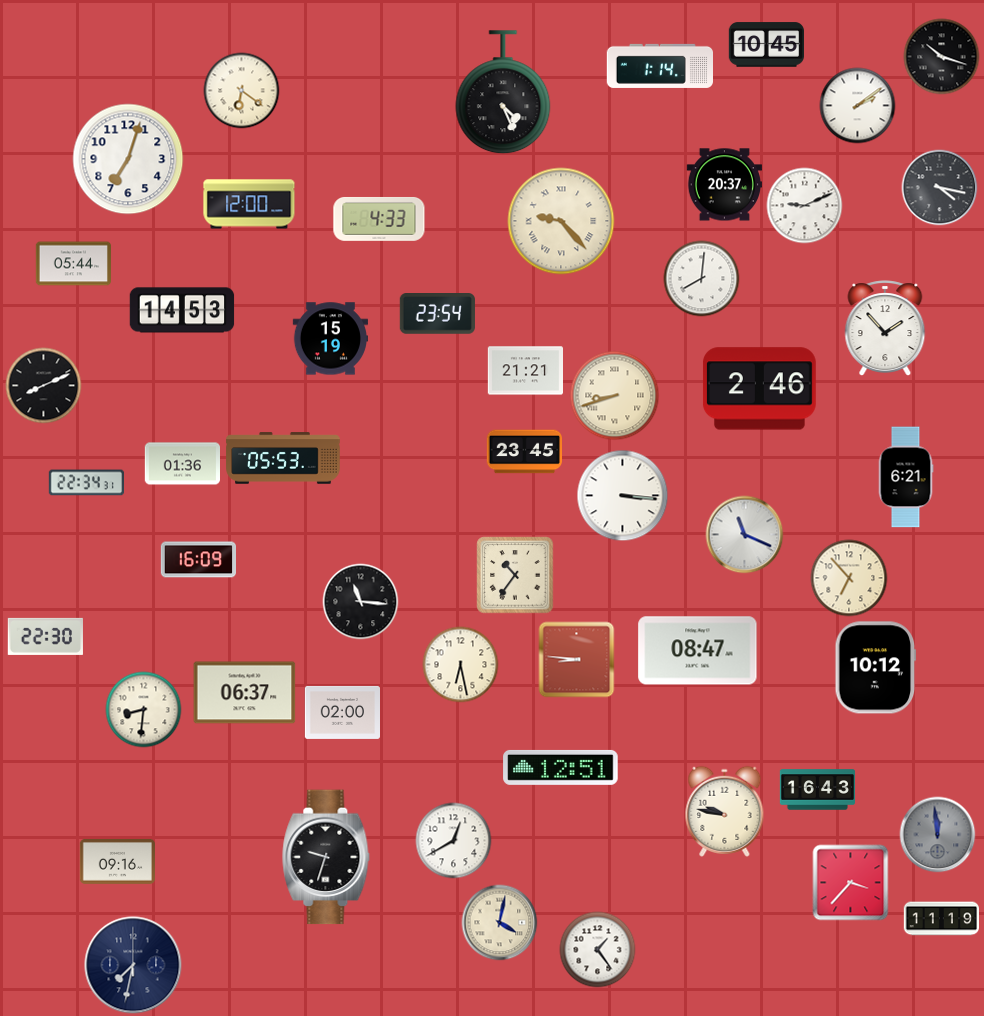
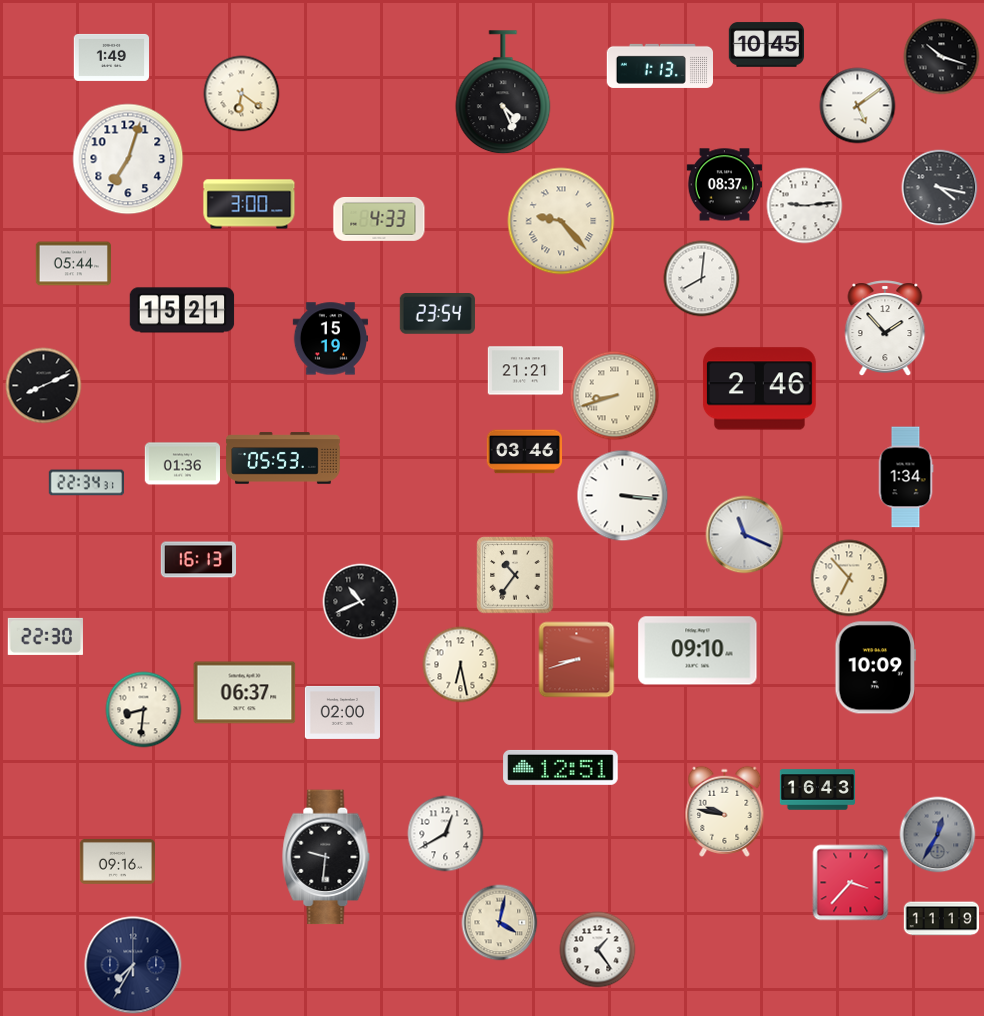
clock at (112, 57): none -> 1:49
clock at (659, 66): 1:14 -> 1:13
clock at (242, 91) position: (242, 91) -> (242, 94)
clock at (858, 106): 2:09 -> 5:09
clock at (724, 185): 20:37 -> 08:37
clock at (249, 204): 12:00 -> 3:00
clock at (805, 206): 9:11 -> 9:14
clock at (182, 310): 14:53 -> 15:21
clock at (524, 452): 23:45 -> 03:46
clock at (906, 477): 6:21 -> 1:34
clock at (198, 560): 16:09 -> 16:13
clock at (361, 602): 11:16 -> 10:41
clock at (698, 651): 08:47 -> 09:10
clock at (577, 660): 8:46 -> 8:42
clock at (876, 668): 10:12 -> 10:09
clock at (938, 835): 11:59 -> 12:35
clock at (454, 841) position: (454, 841) -> (446, 834)
clock at (326, 857): 9:33 -> 9:31
clock at (133, 965): 7:32 -> 7:35
